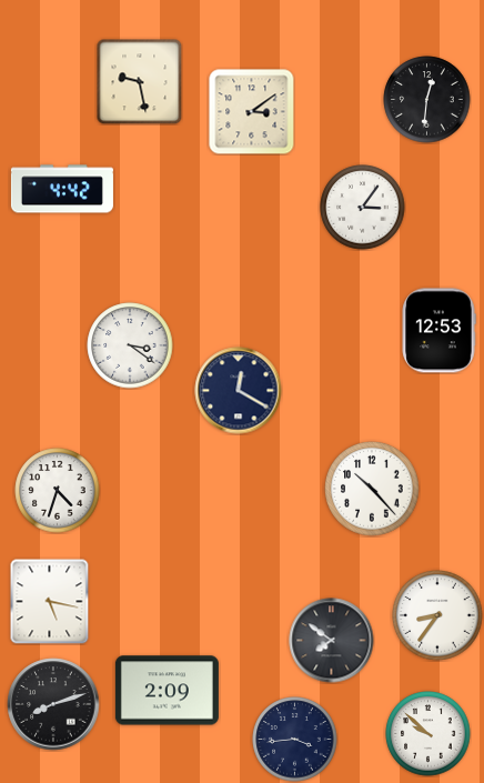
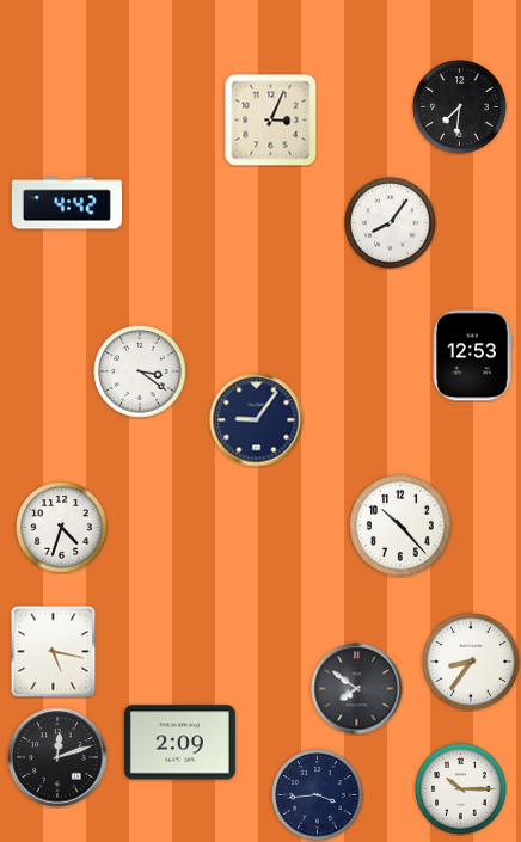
clock at (139, 81): 9:28 -> none
clock at (427, 100): 12:31 -> 7:31
clock at (252, 112): 3:09 -> 3:04
clock at (363, 208): 3:06 -> 8:06
clock at (239, 391): 12:20 -> 9:06
clock at (50, 601) position: (50, 601) -> (54, 651)
clock at (53, 704): 8:12 -> 12:12
clock at (428, 734): 9:52 -> 10:15
